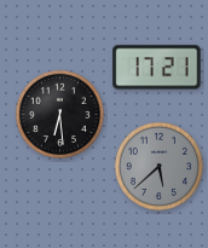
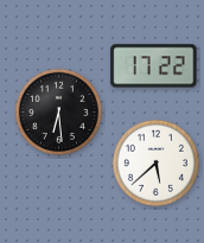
clock at (157, 68): 17:21 -> 17:22
clock at (158, 166) dial: grey -> white
